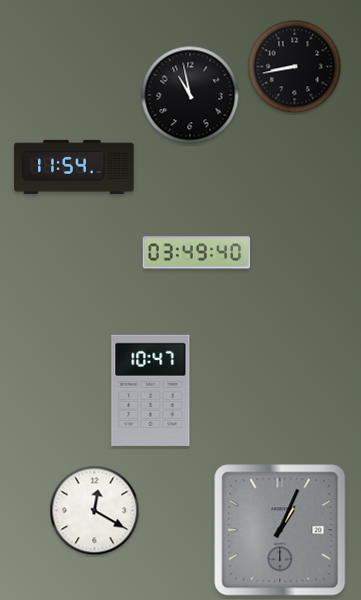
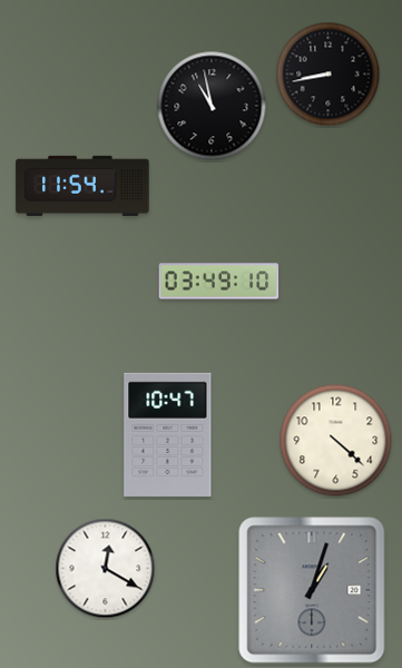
clock at (197, 253): 03:49:40 -> 03:49:10
clock at (336, 441): none -> 4:22
clock at (280, 530): 1:04 -> 1:03
